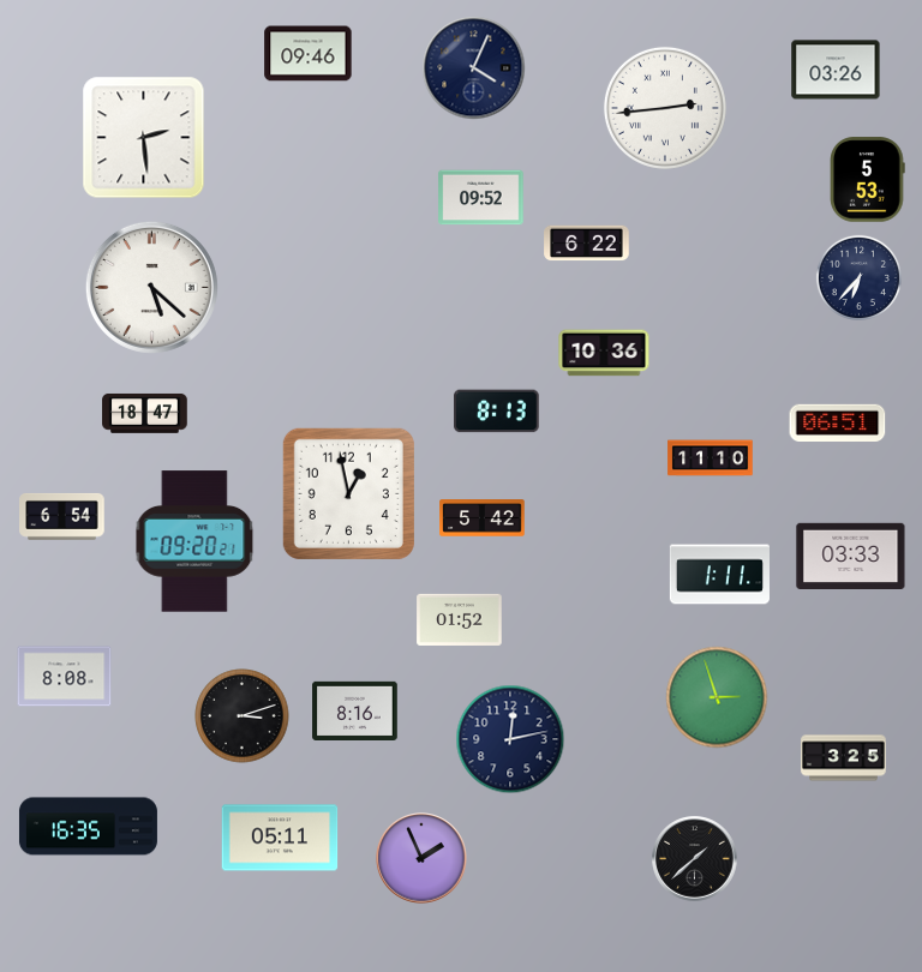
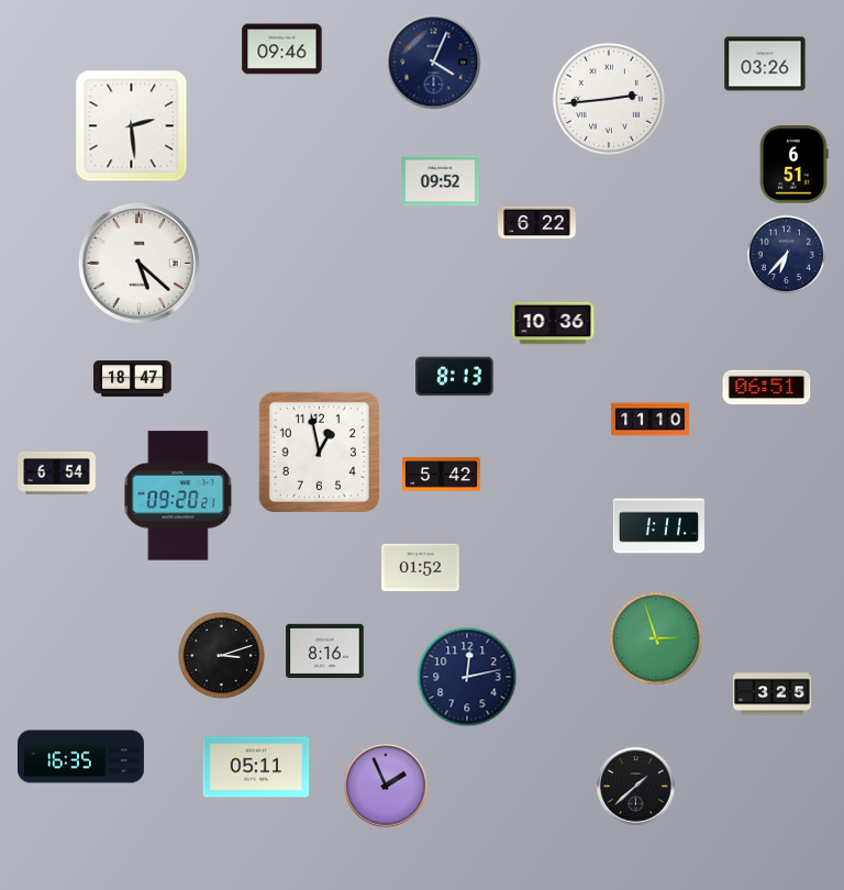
clock at (868, 180): 5:53 -> 6:51
clock at (851, 556): 03:33 -> none
clock at (65, 677): 8:08 -> none
